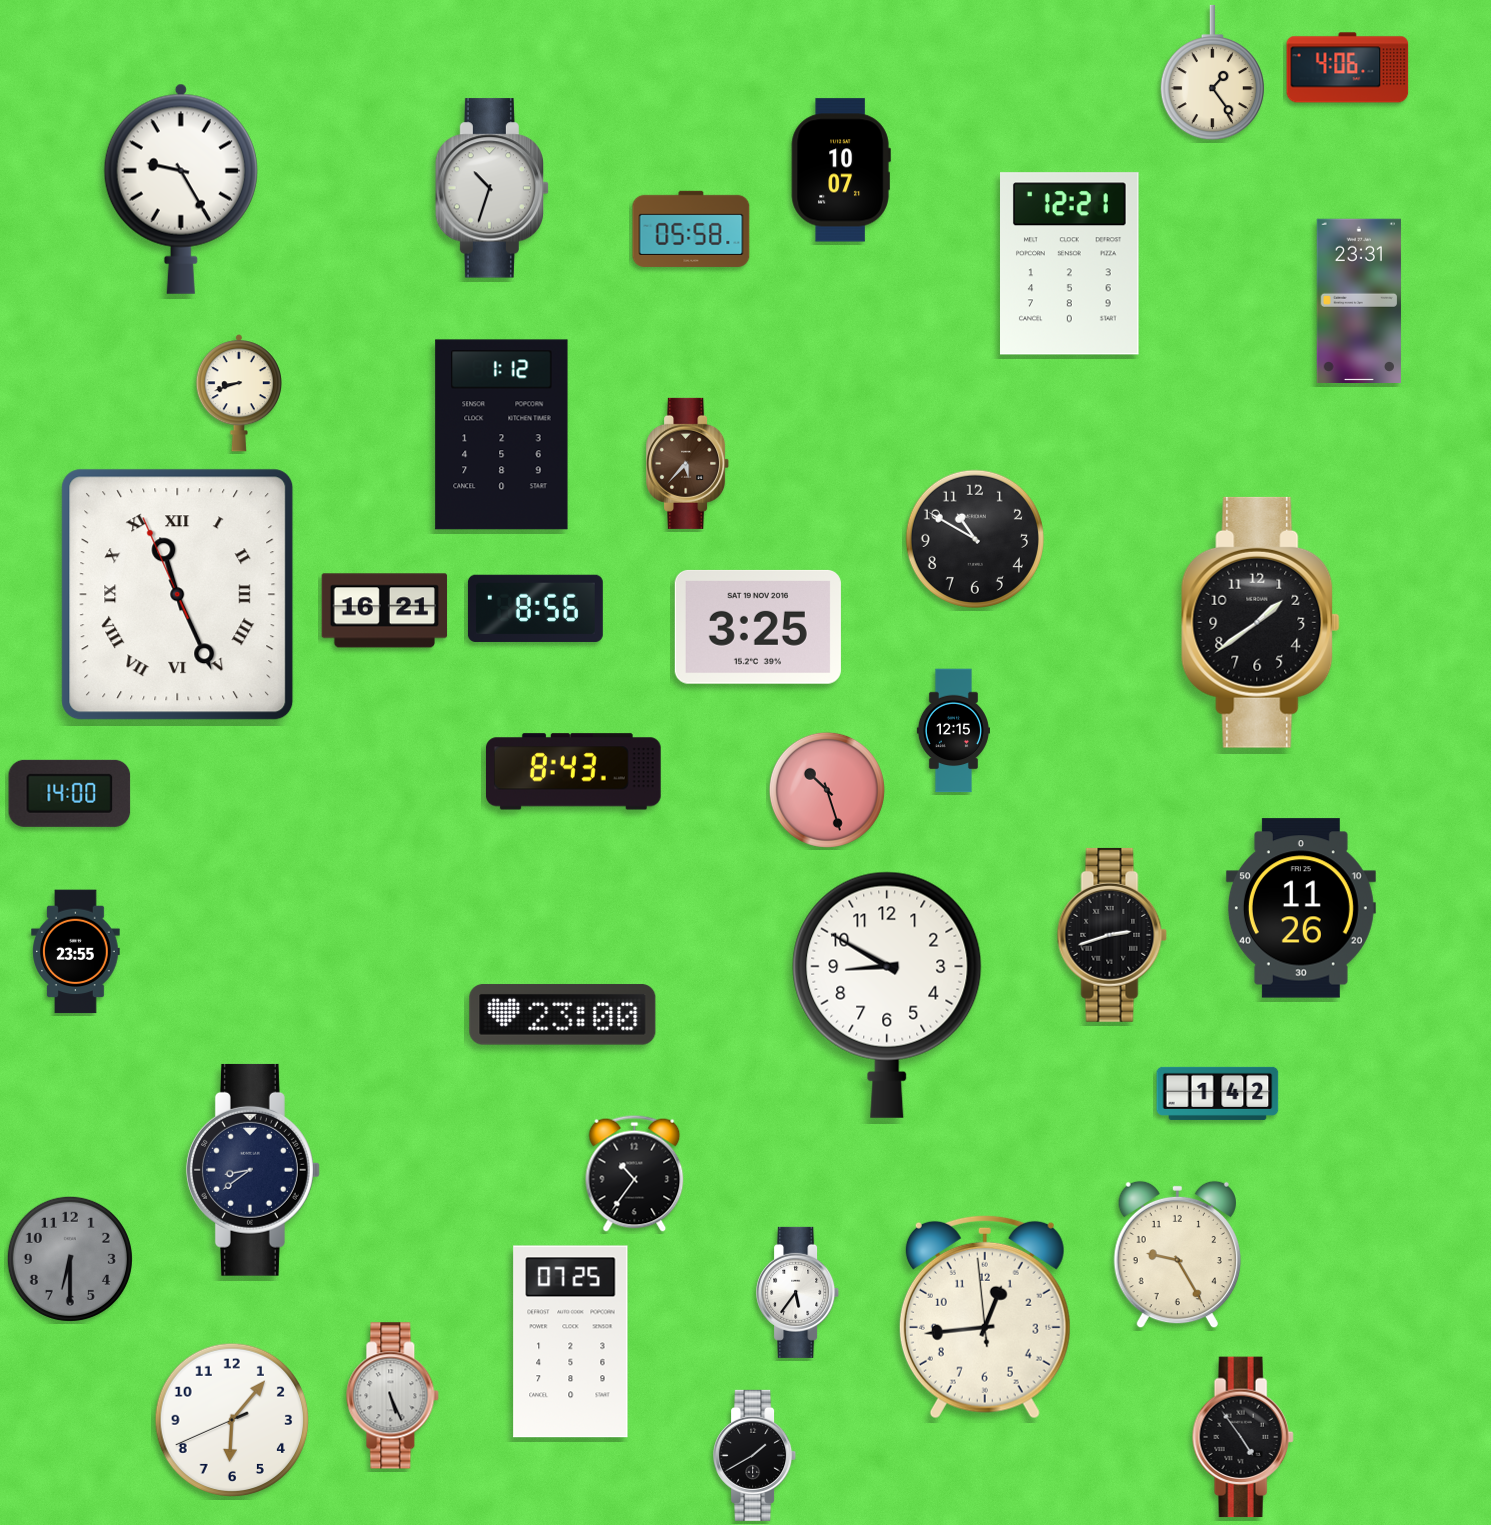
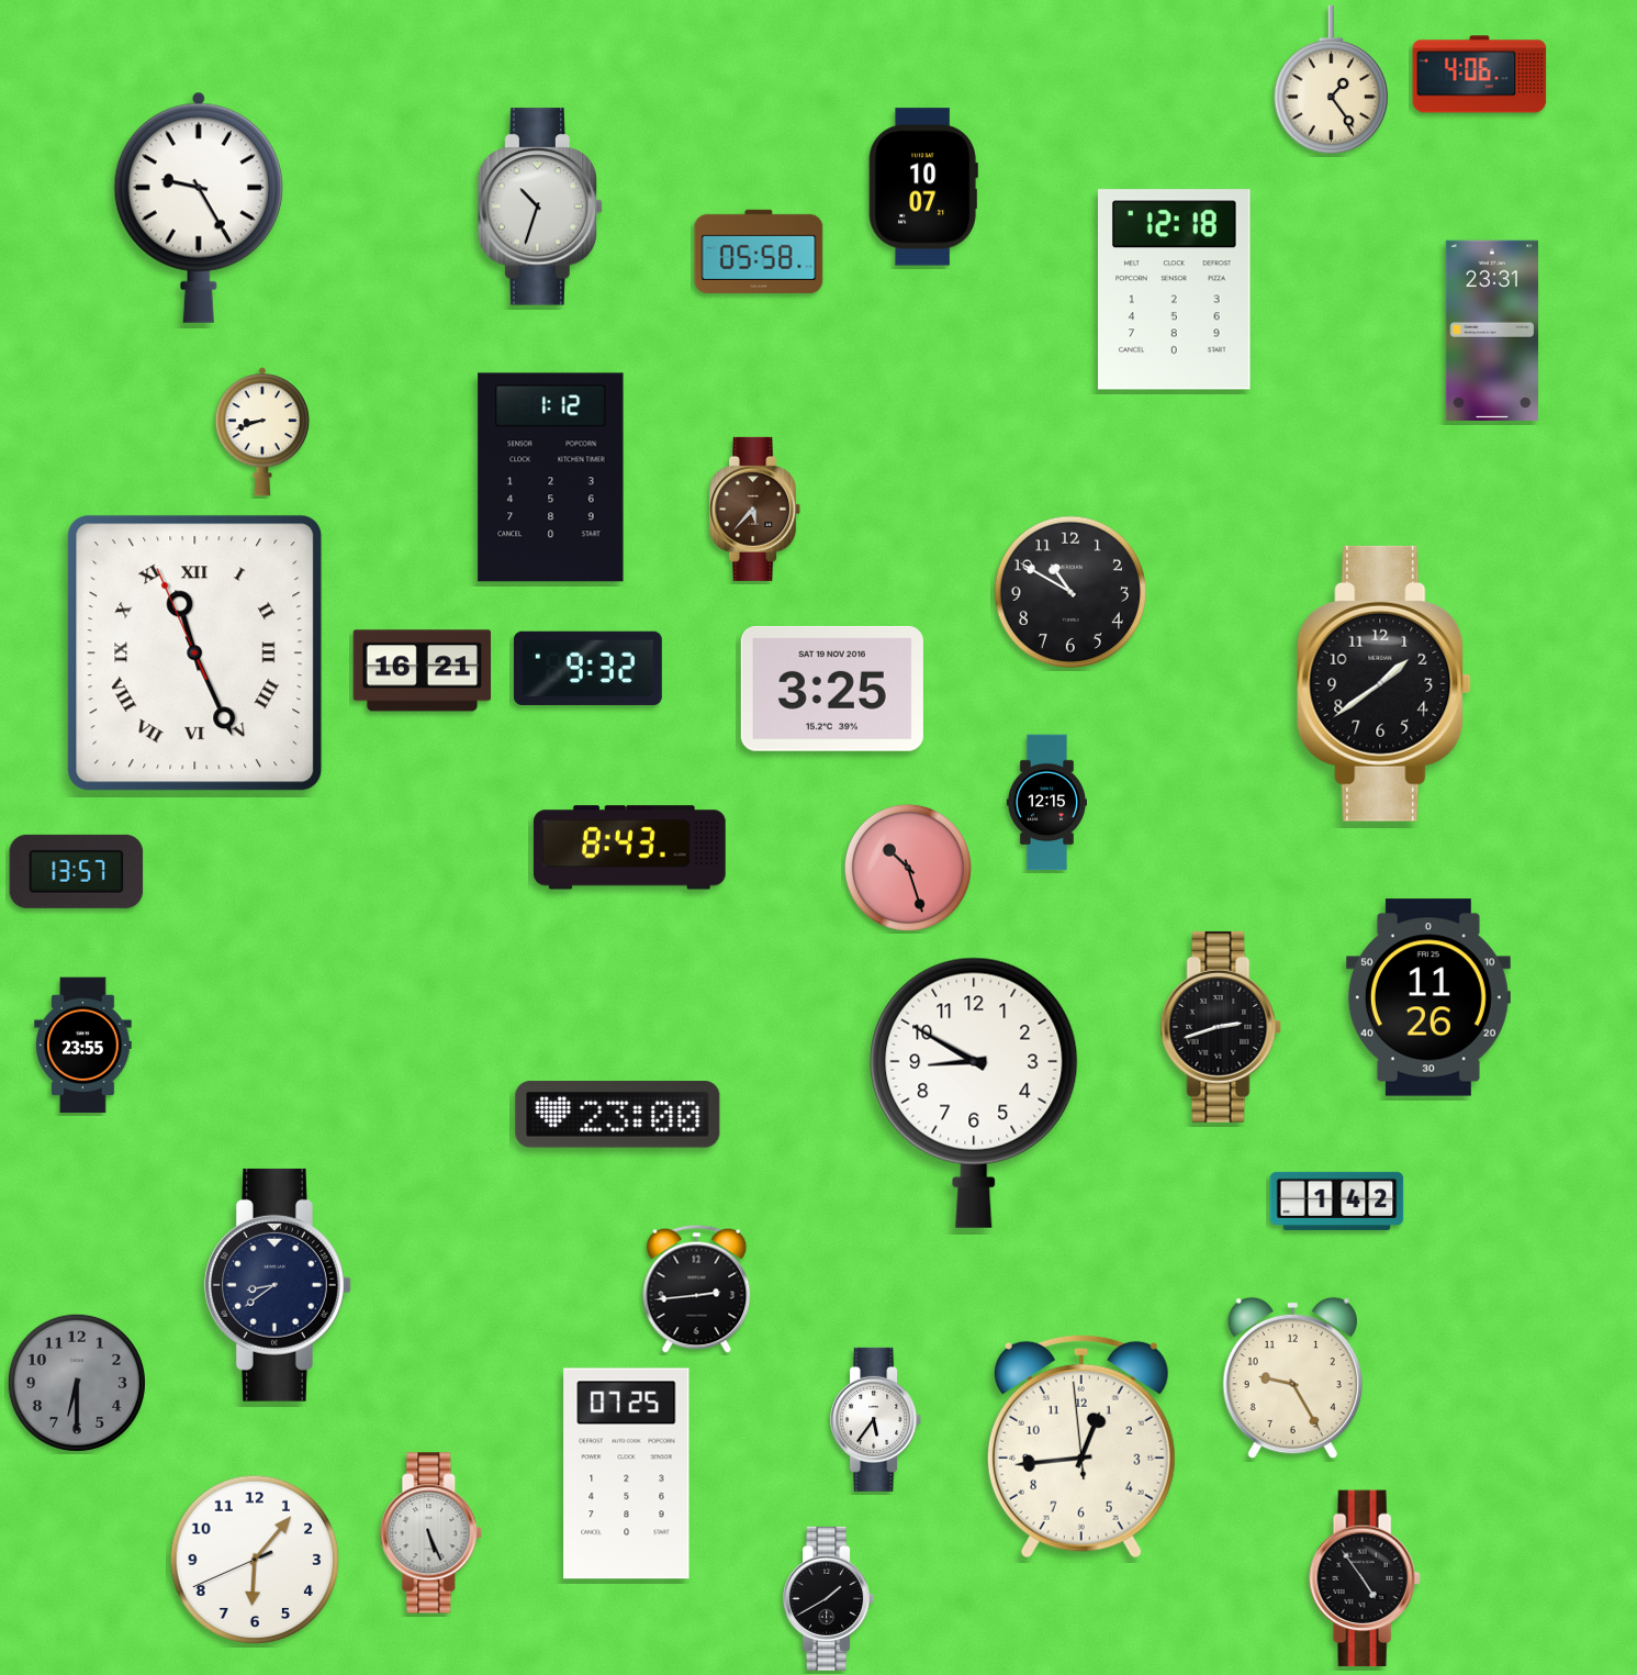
clock at (1070, 264): 12:21 -> 12:18
clock at (535, 608): 8:56 -> 9:32
clock at (70, 793): 14:00 -> 13:57
clock at (635, 1173): 10:36 -> 2:44
